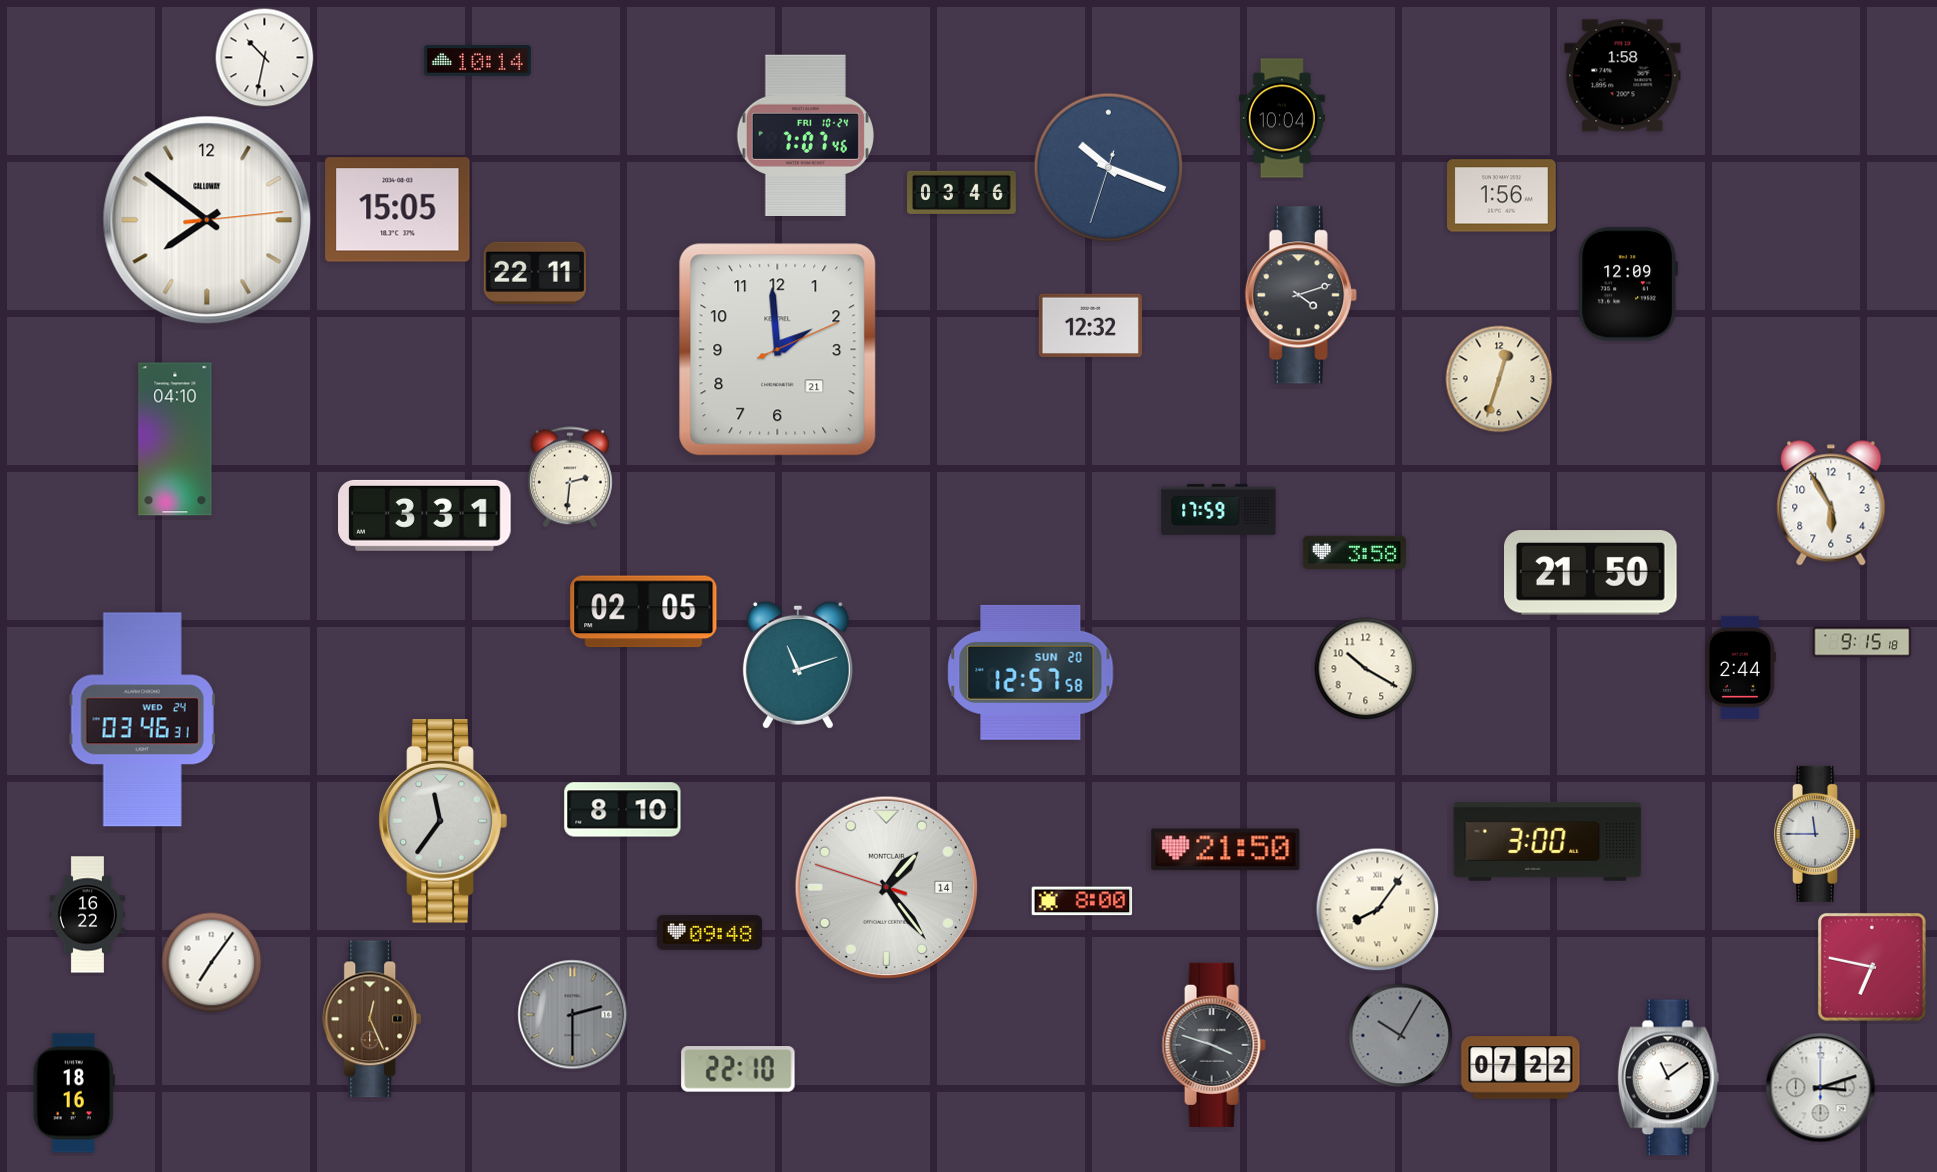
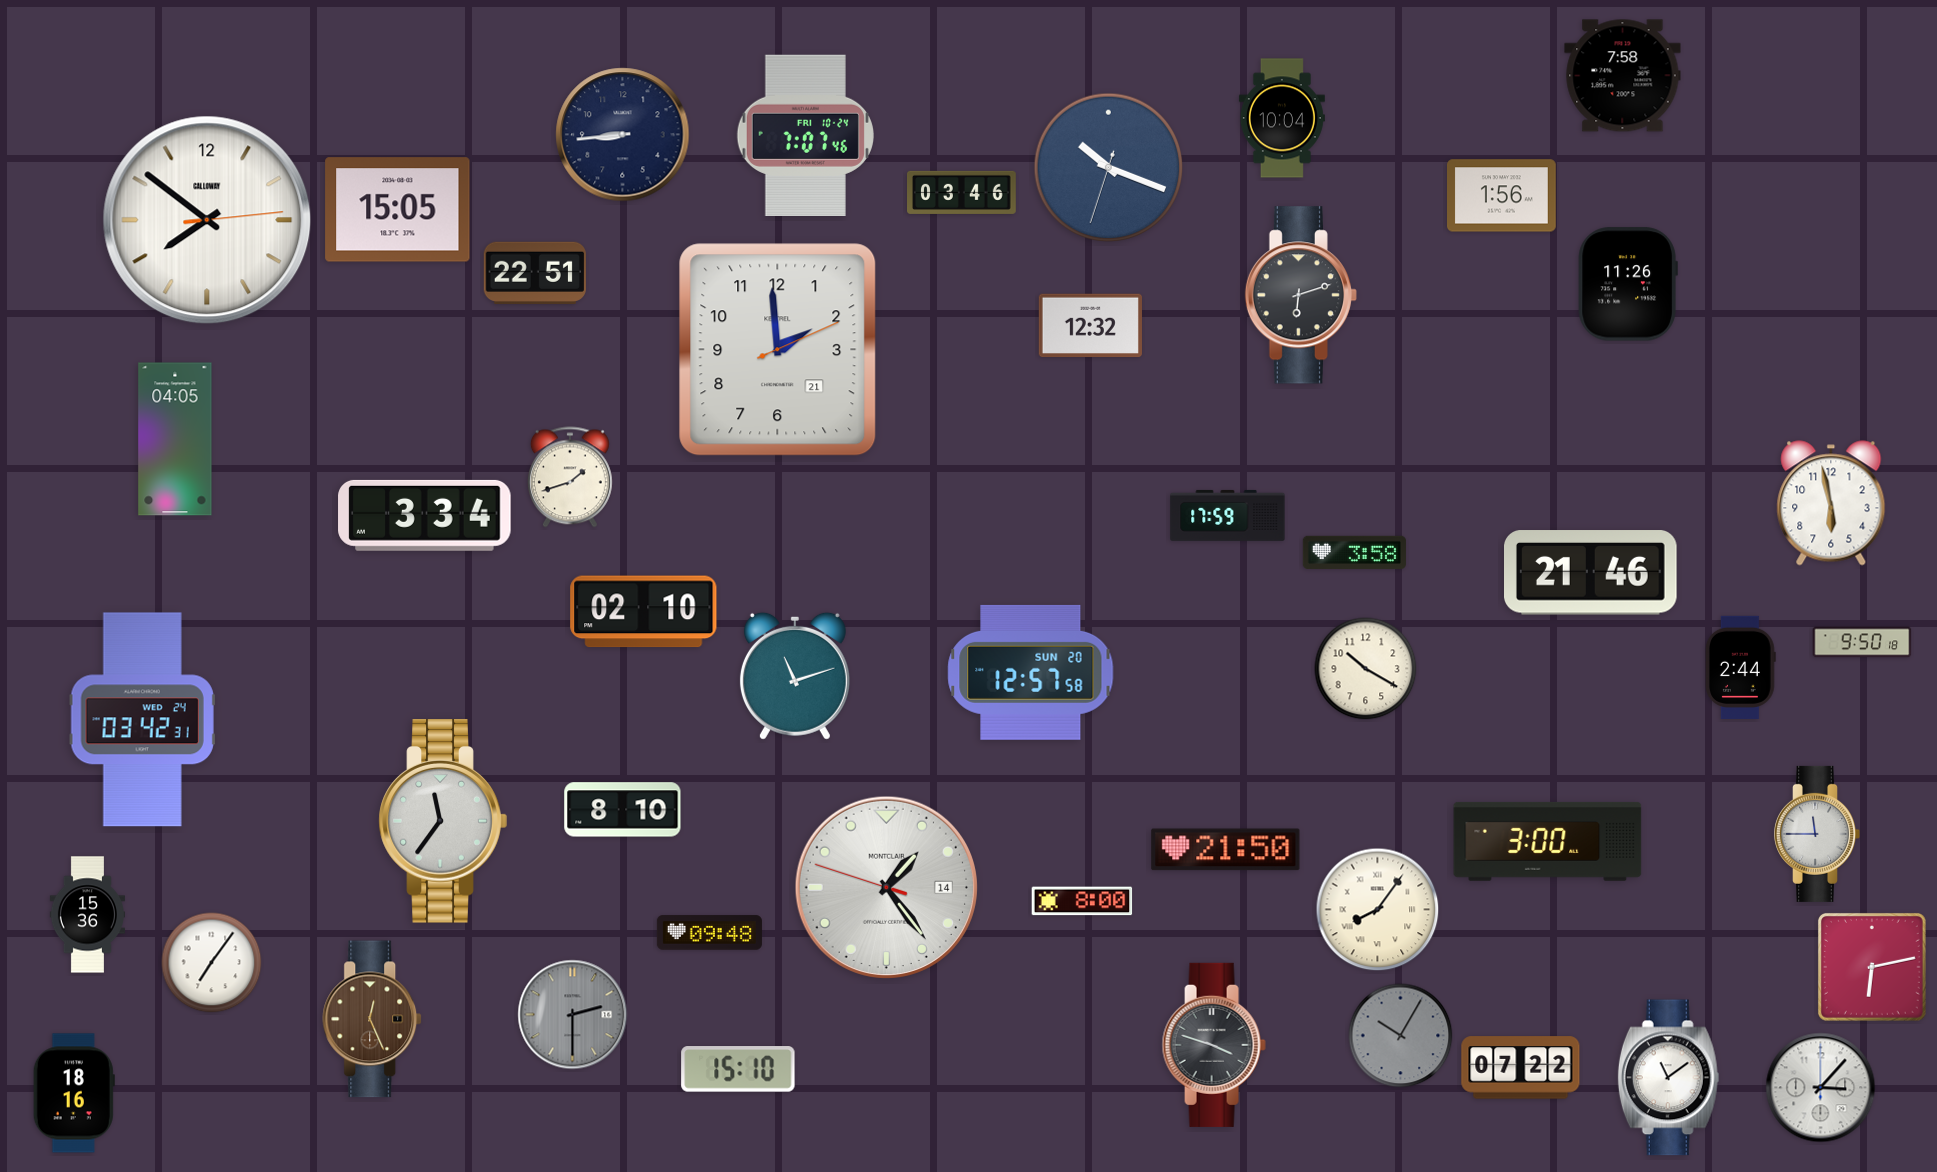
clock at (265, 58): 10:32 -> none
clock at (477, 60): 10:14 -> none
clock at (1623, 76): 1:58 -> 7:58
clock at (623, 135): none -> 8:44
clock at (535, 273): 22:11 -> 22:51
clock at (1628, 284): 12:09 -> 11:26
clock at (1300, 295): 4:12 -> 6:12
clock at (1499, 379): 12:33 -> none
clock at (175, 439): 04:10 -> 04:05
clock at (570, 477): 2:31 -> 1:42
clock at (1831, 503): 5:55 -> 5:58
clock at (1219, 509) position: (1219, 509) -> (1228, 515)
clock at (425, 515): 3:31 -> 3:34
clock at (1591, 573): 21:50 -> 21:46
clock at (644, 612): 02:05 -> 02:10
clock at (1862, 642): 9:15 -> 9:50
clock at (798, 665) position: (798, 665) -> (795, 676)
clock at (142, 720): 03:46 -> 03:42
clock at (87, 915): 16:22 -> 15:36
clock at (1872, 967): 6:47 -> 6:13
clock at (738, 1069): 22:10 -> 15:10
clock at (1821, 1088): 3:12 -> 3:07
